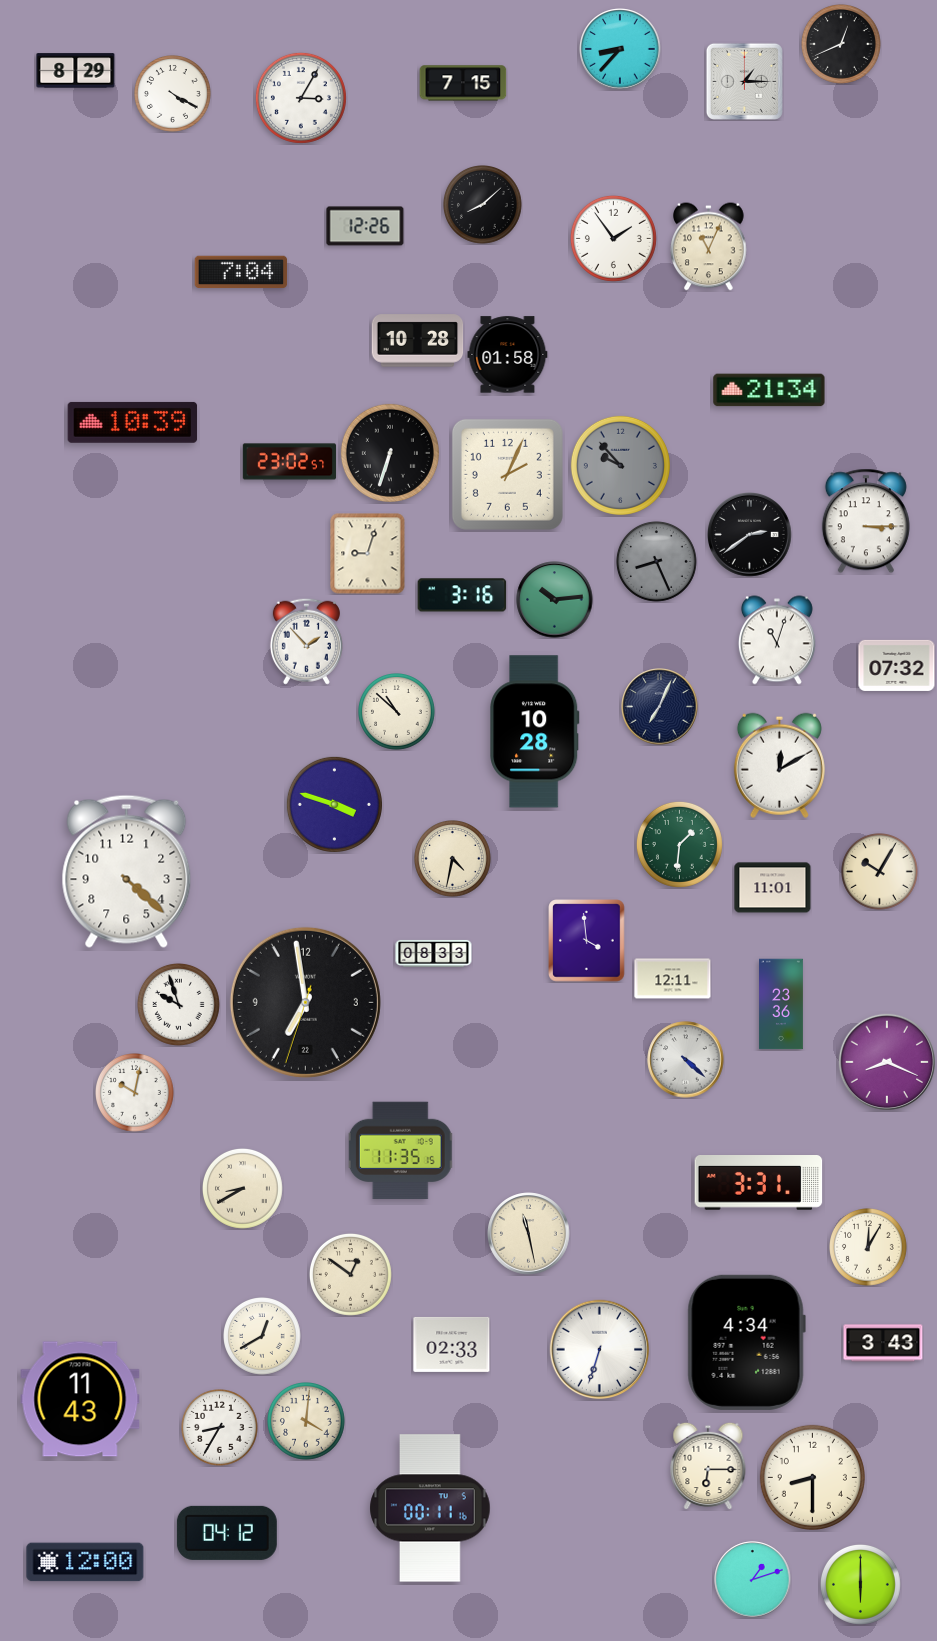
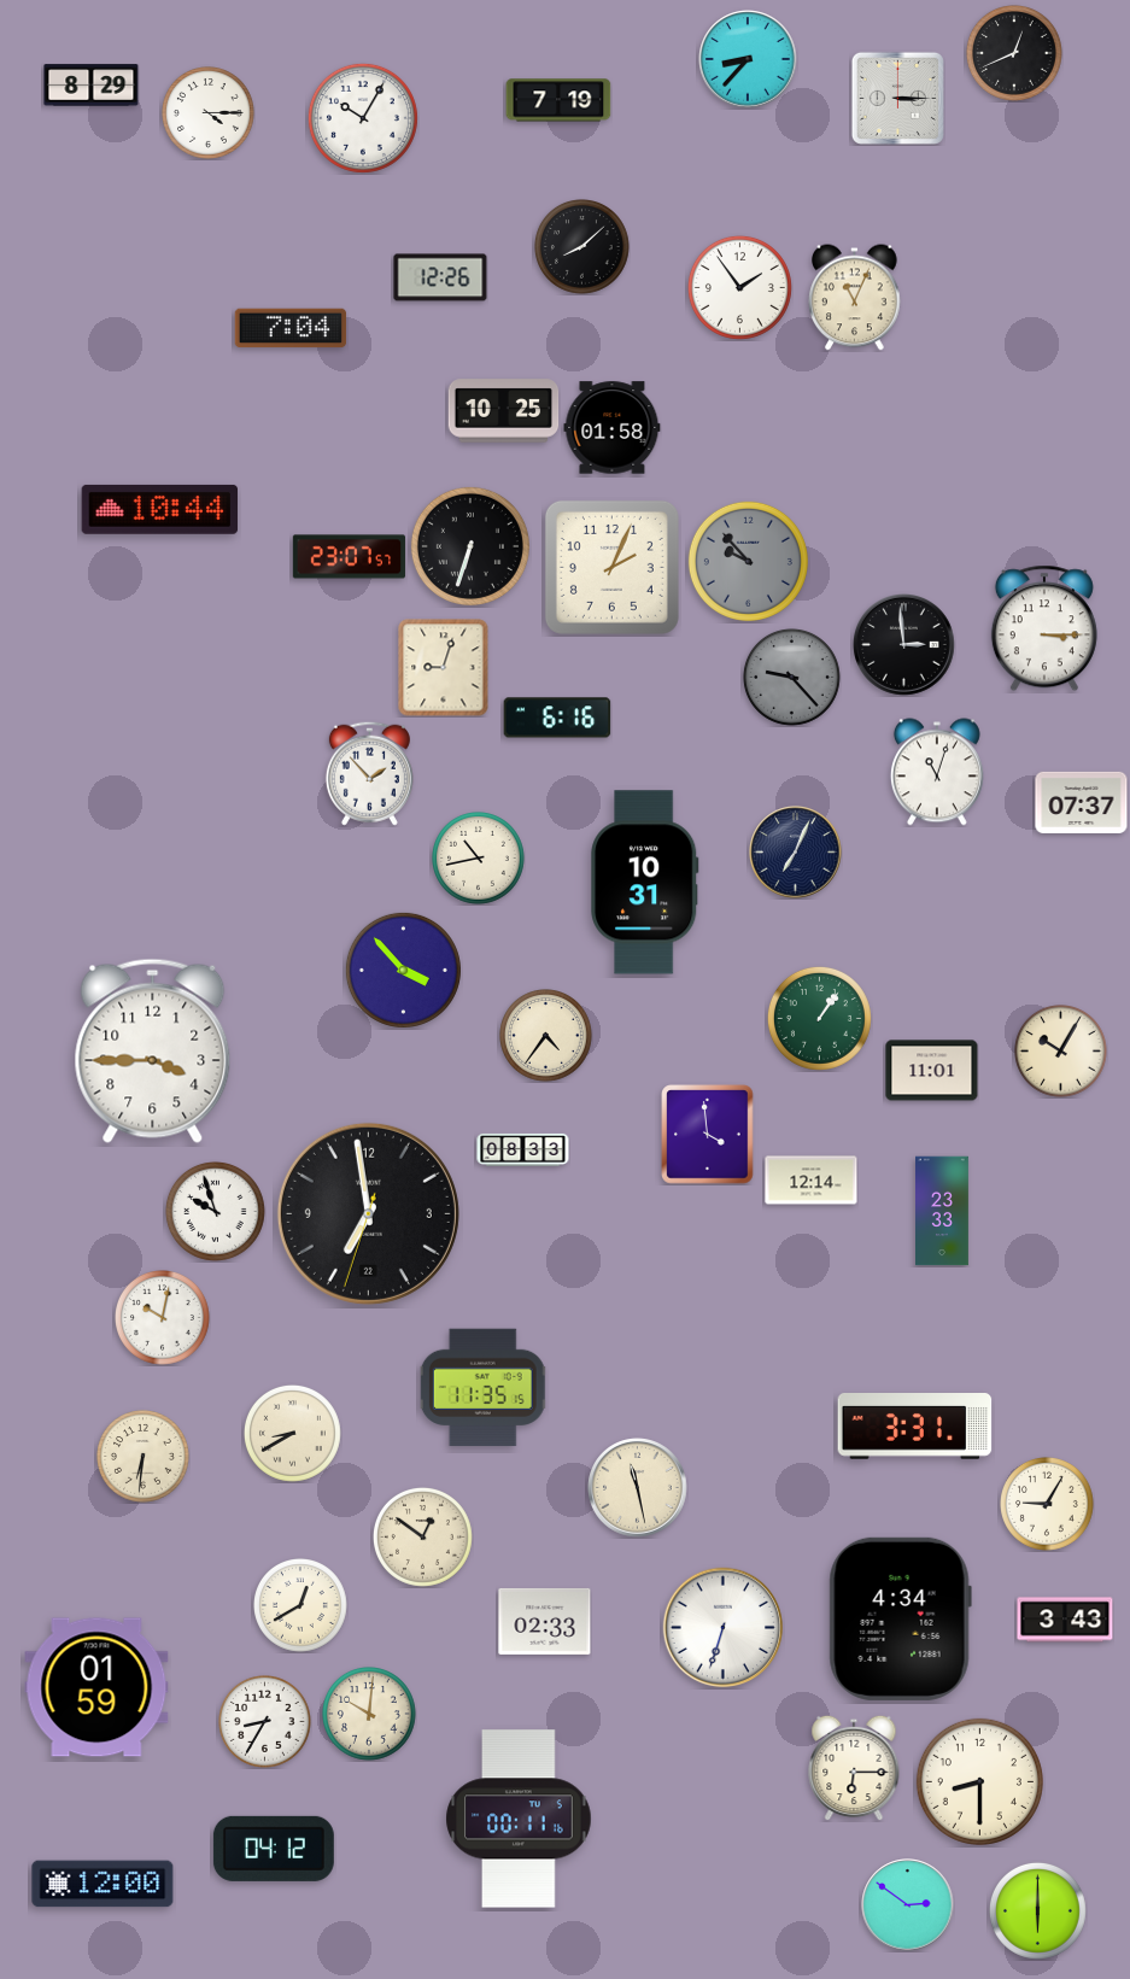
clock at (744, 81): 1:15 -> 3:15
clock at (463, 83): 7:15 -> 7:19
clock at (173, 94): 4:20 -> 4:15
clock at (301, 98): 3:05 -> 10:05
clock at (365, 226) position: (365, 226) -> (440, 277)
clock at (418, 341): 10:28 -> 10:25
clock at (769, 390): 21:34 -> none
clock at (133, 422): 10:39 -> 10:44
clock at (290, 462): 23:02 -> 23:07
clock at (507, 474) position: (507, 474) -> (611, 567)
clock at (750, 535): 2:39 -> 2:59
clock at (656, 561): 8:26 -> 9:23
clock at (462, 595): 3:16 -> 6:16
clock at (555, 600): 10:14 -> none
clock at (897, 665): 07:32 -> 07:37
clock at (397, 712): 10:52 -> 10:43
clock at (535, 732): 10:28 -> 10:31
clock at (779, 765): 12:10 -> none
clock at (334, 804): 3:48 -> 3:53
clock at (679, 844): 1:31 -> 1:06
clock at (453, 859): 4:32 -> 4:36
clock at (127, 871): 4:22 -> 3:45
clock at (673, 979): 12:11 -> 12:14
clock at (305, 1002) position: (305, 1002) -> (368, 1213)
clock at (782, 1004): 23:36 -> 23:33
clock at (686, 1060): 4:22 -> none
clock at (886, 1061): 8:19 -> none
clock at (144, 1457): none -> 6:31
clock at (869, 1248): 12:05 -> 9:05
clock at (263, 1337) position: (263, 1337) -> (301, 1606)
clock at (80, 1399): 11:43 -> 01:59
clock at (307, 1422): 4:01 -> 10:01
clock at (753, 1580): 1:12 -> 2:51
